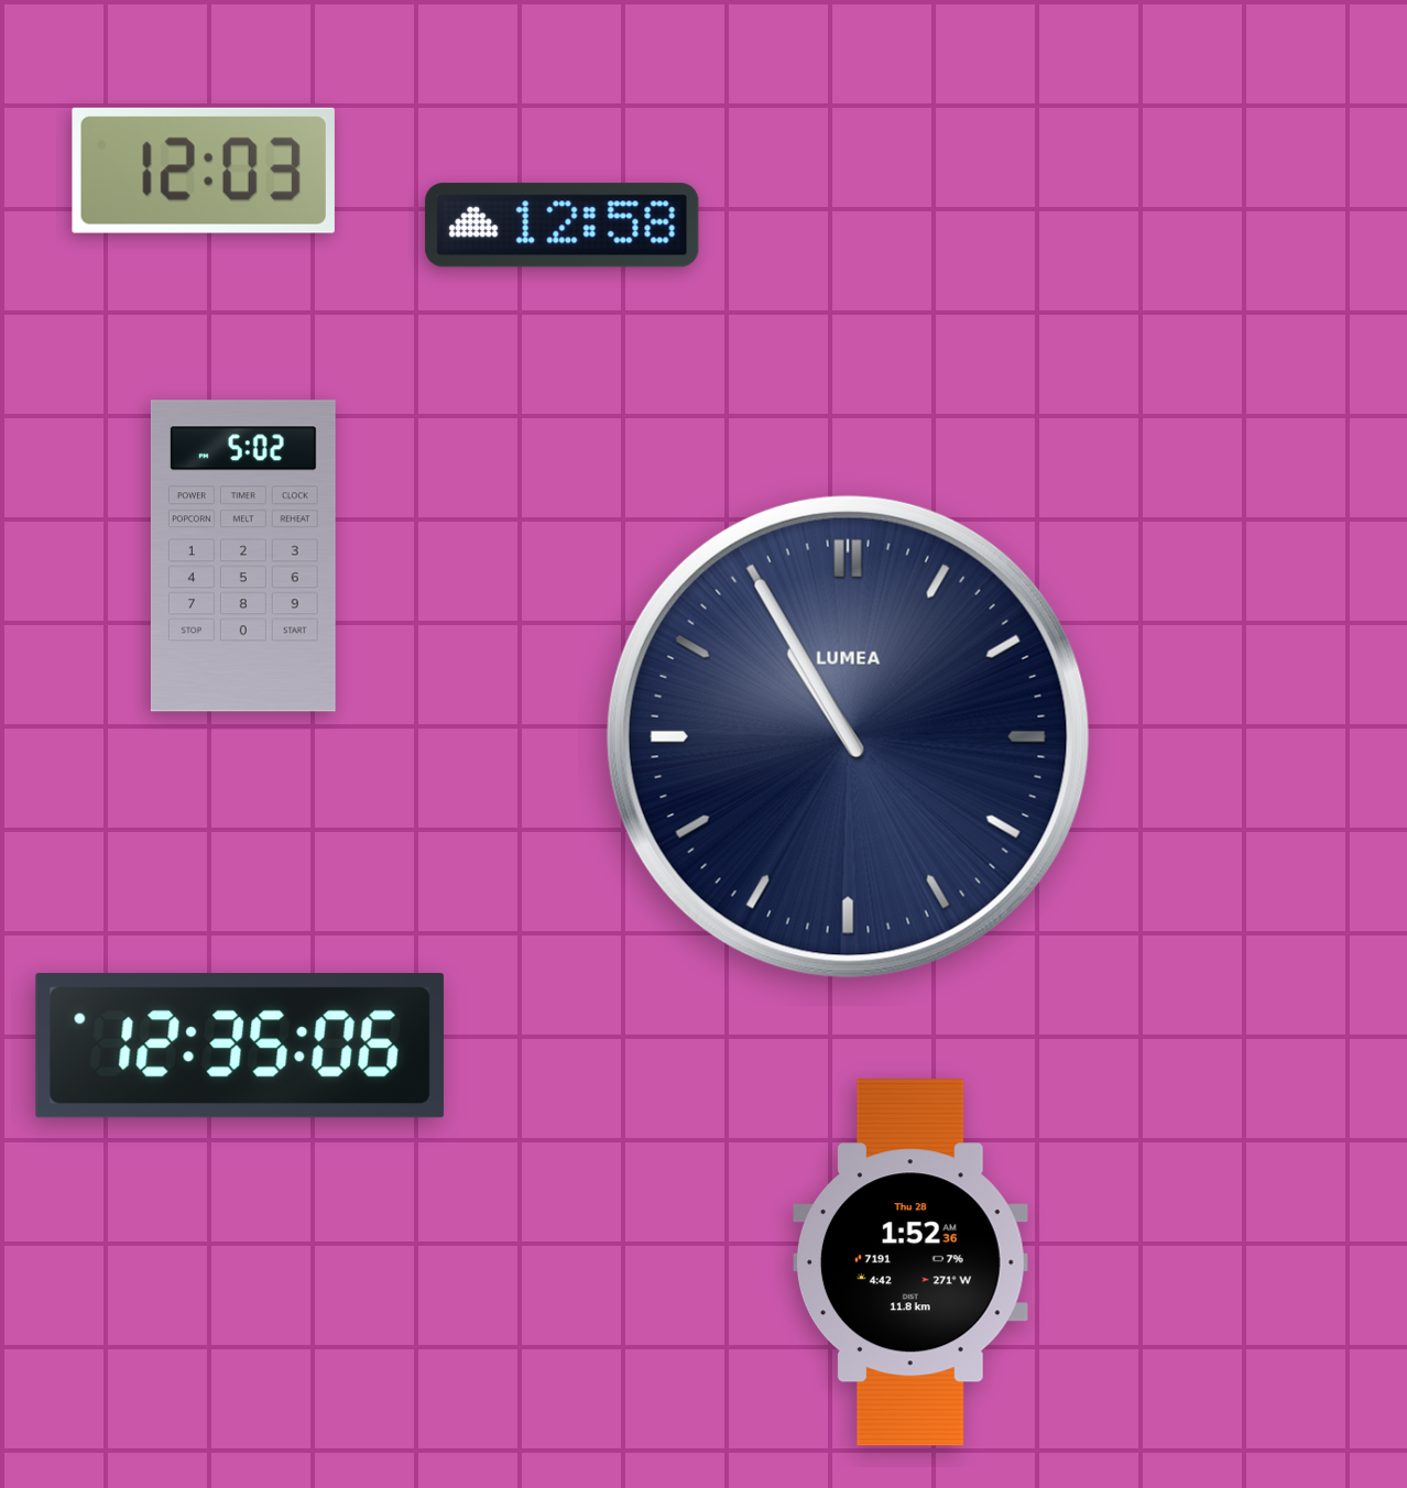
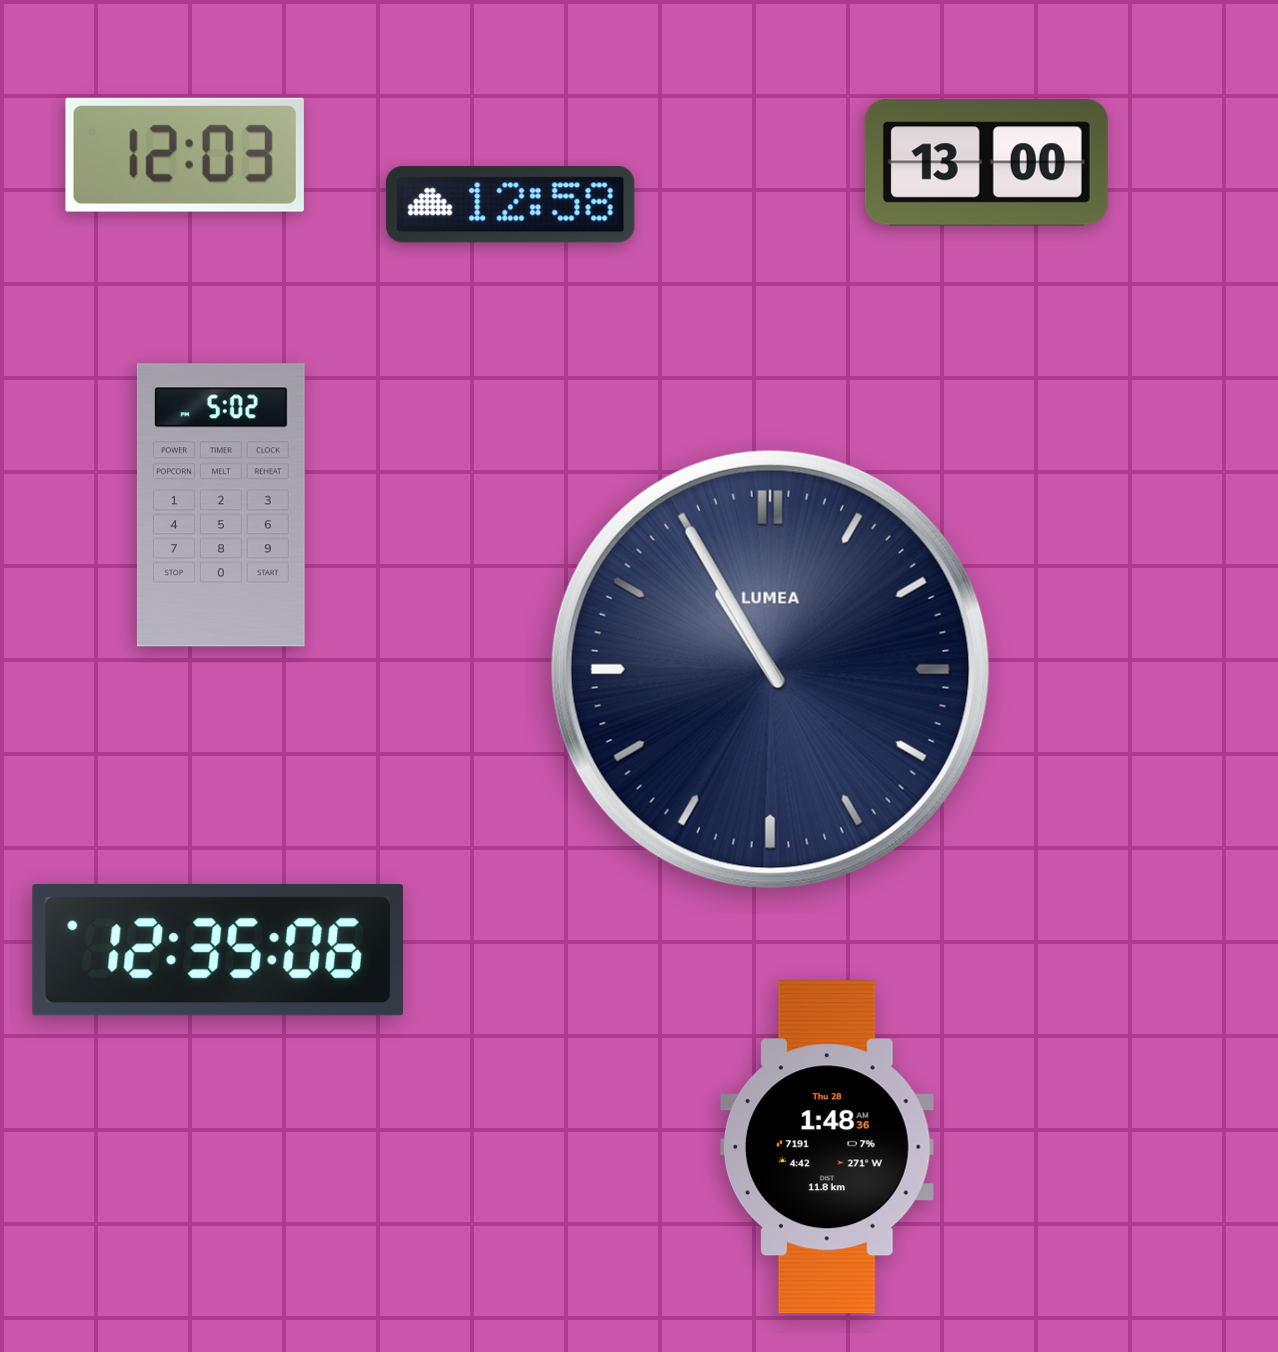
clock at (986, 163): none -> 13:00
clock at (910, 1262): 1:52 -> 1:48
